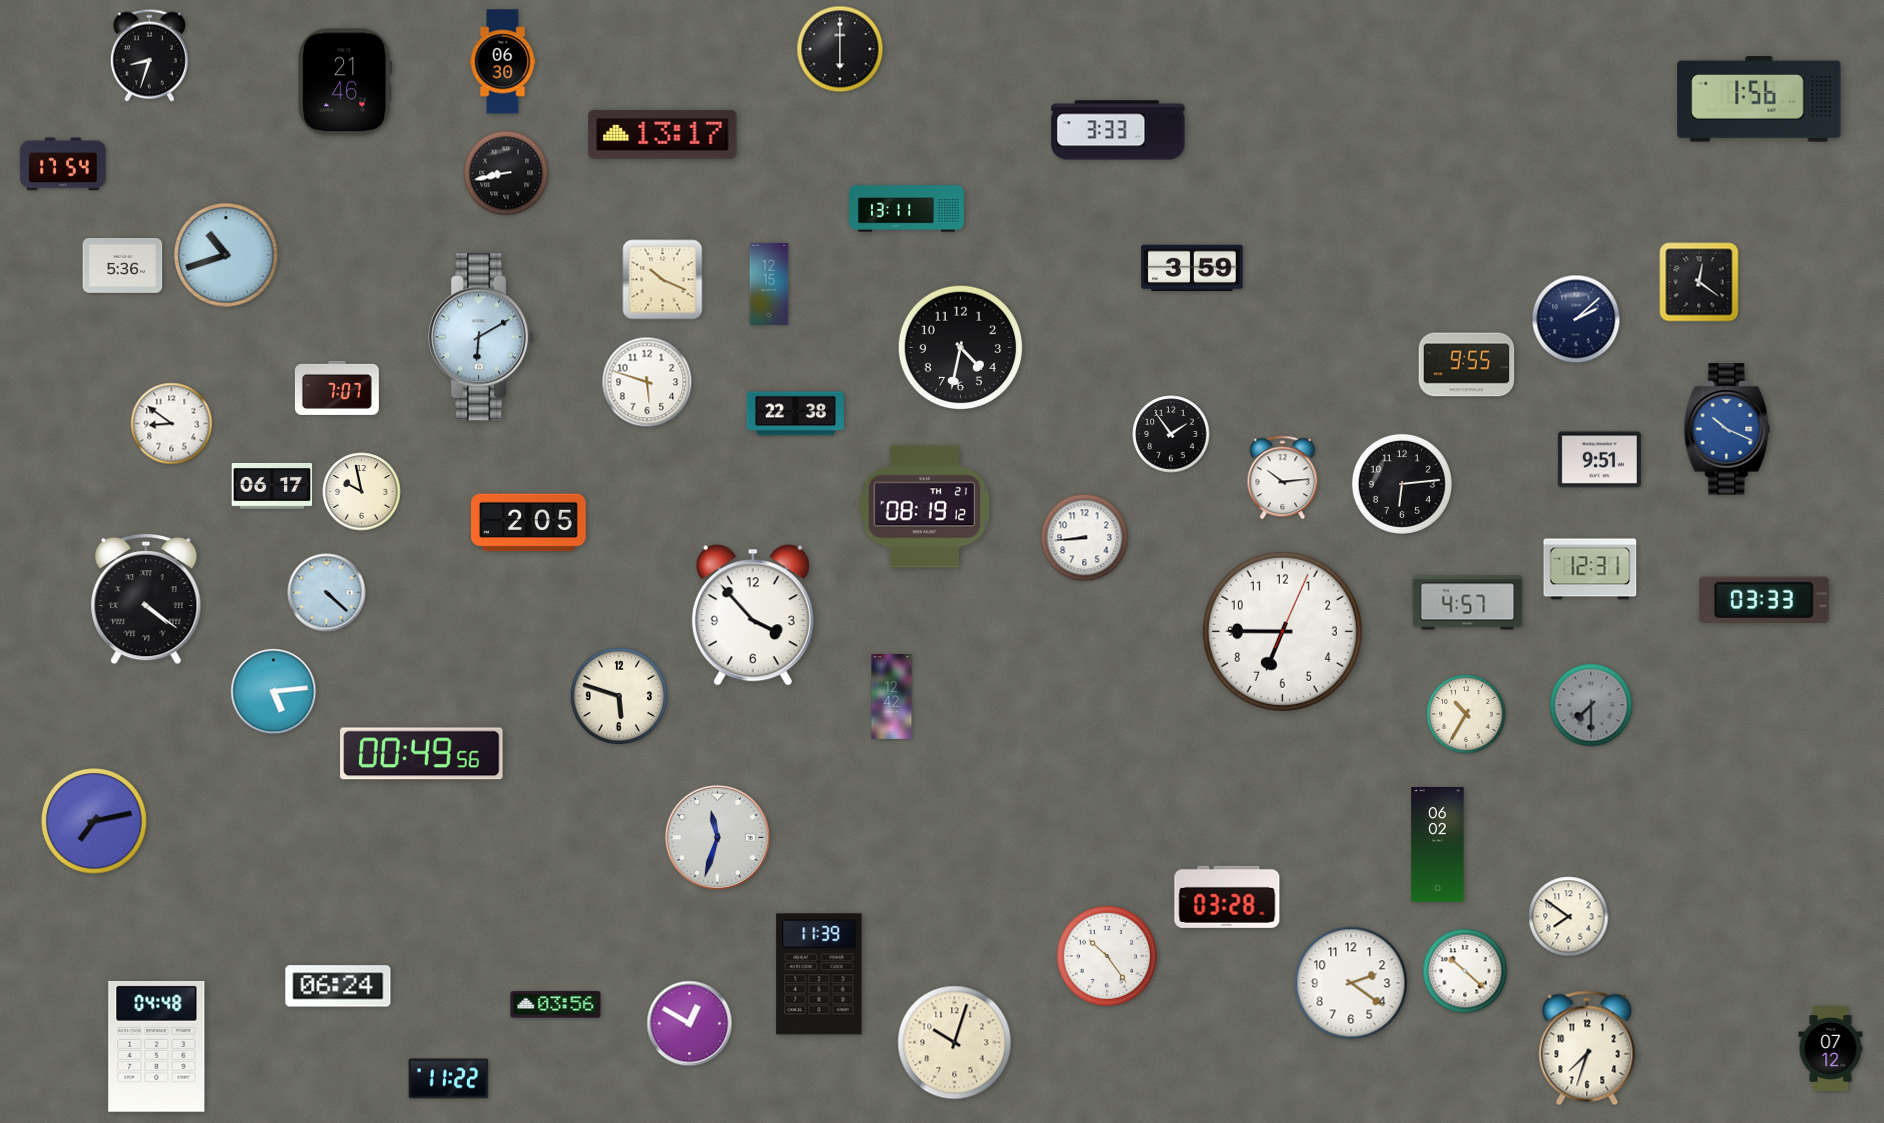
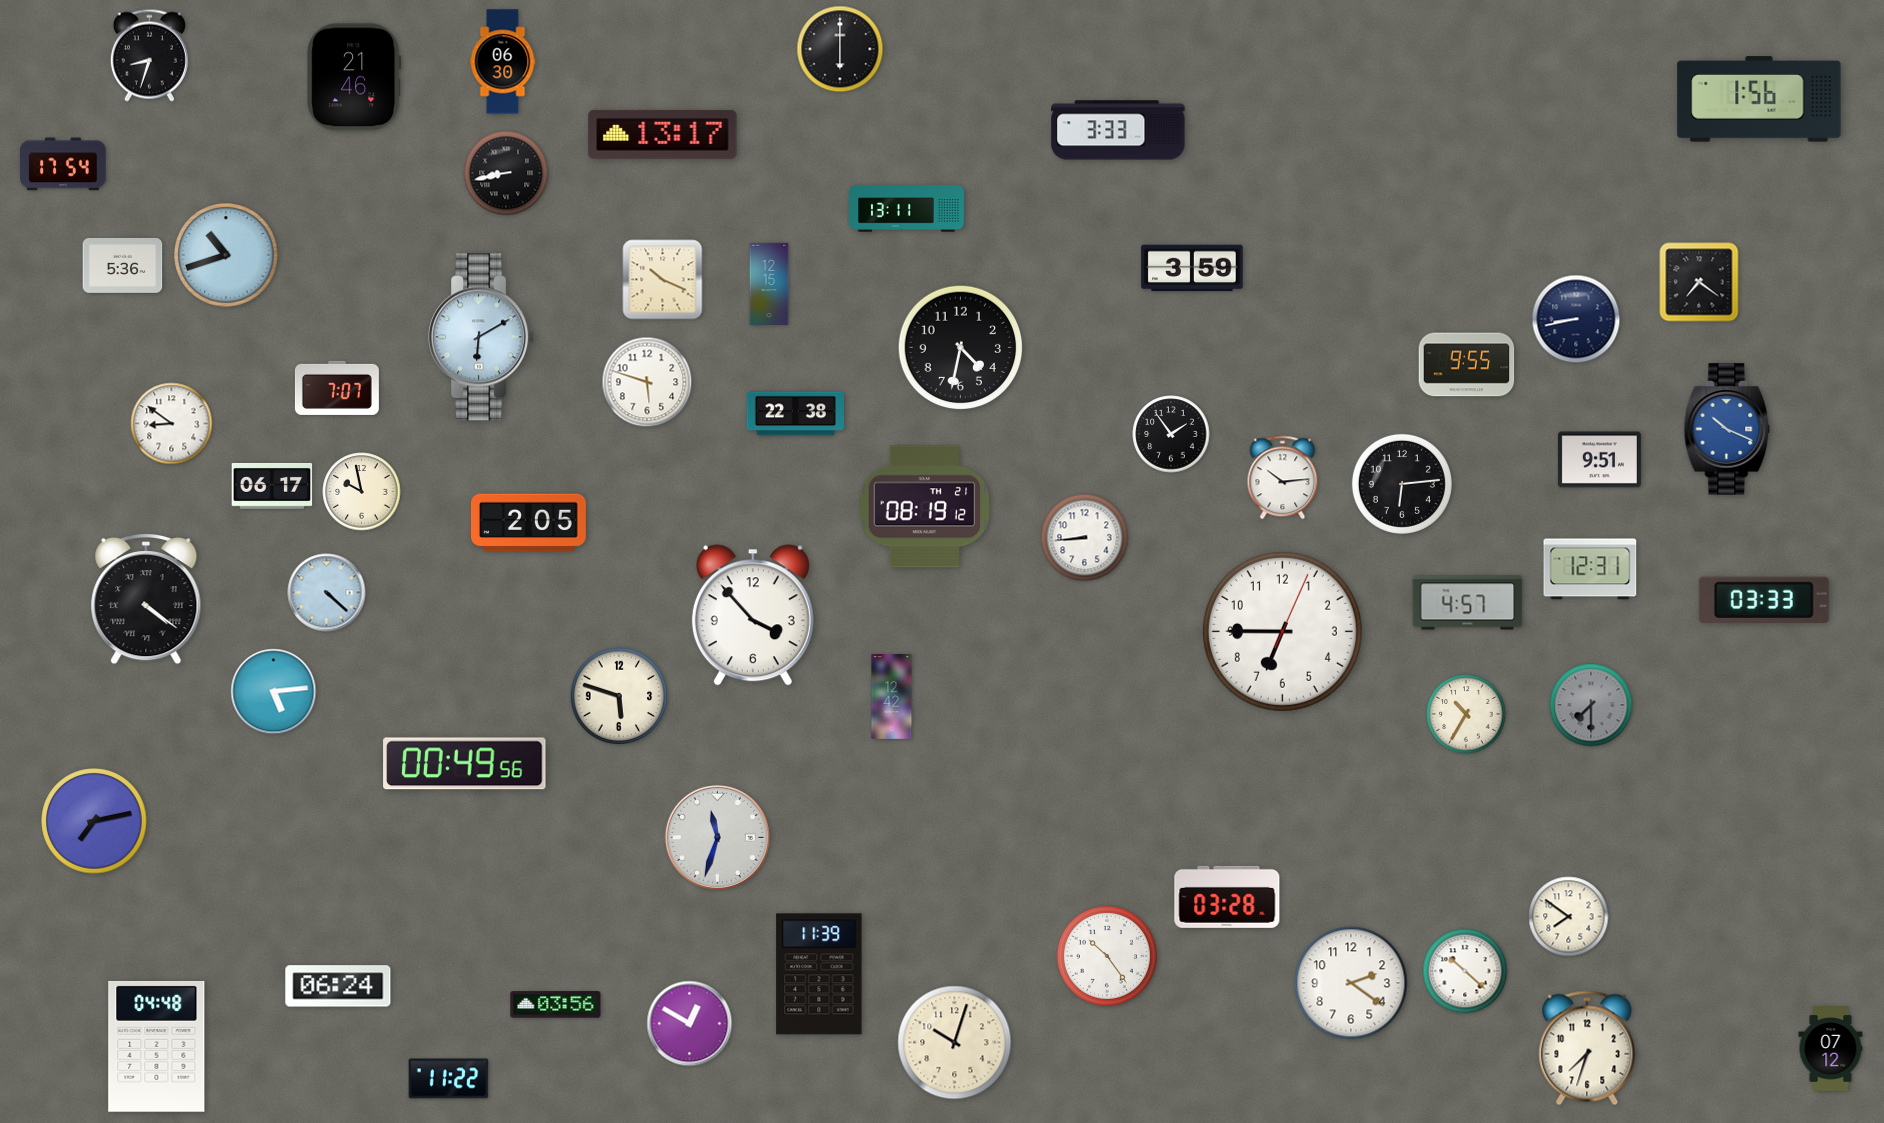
clock at (345, 82) position: (345, 82) -> (354, 77)
clock at (1699, 282): 12:21 -> 7:21
clock at (1576, 319): 2:08 -> 8:43
clock at (422, 754) position: (422, 754) -> (465, 764)
clock at (1438, 845): 06:02 -> none
